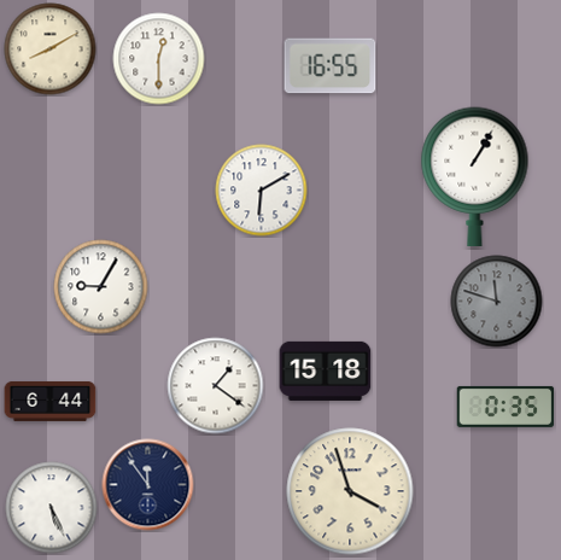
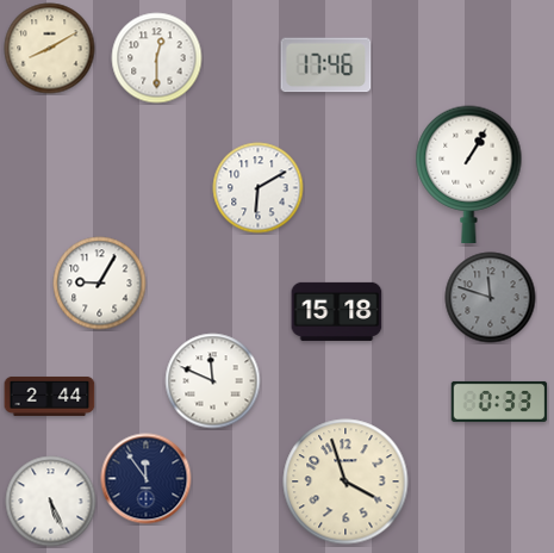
clock at (331, 66): 16:55 -> 17:46
clock at (326, 371) position: (326, 371) -> (337, 311)
clock at (216, 386): 1:21 -> 11:49
clock at (51, 401): 6:44 -> 2:44
clock at (506, 407): 0:35 -> 0:33
clock at (350, 491) position: (350, 491) -> (346, 481)
